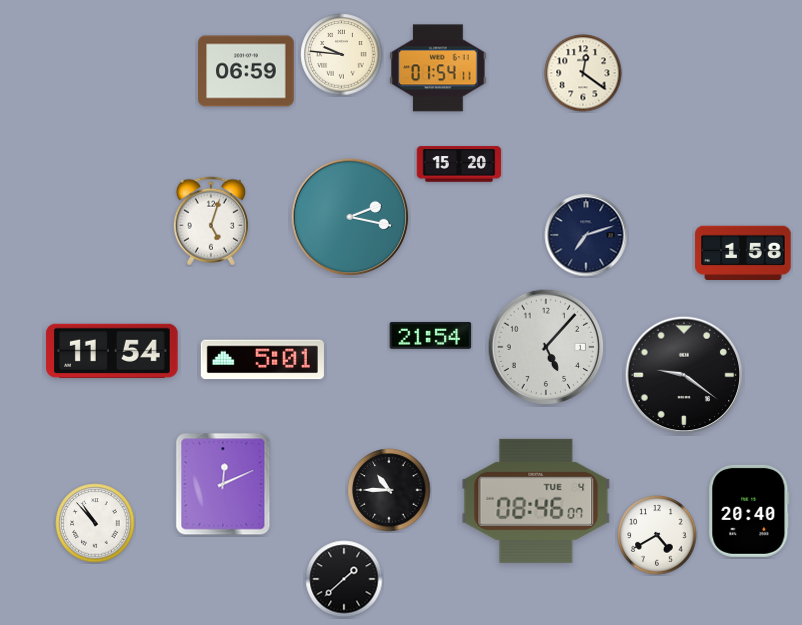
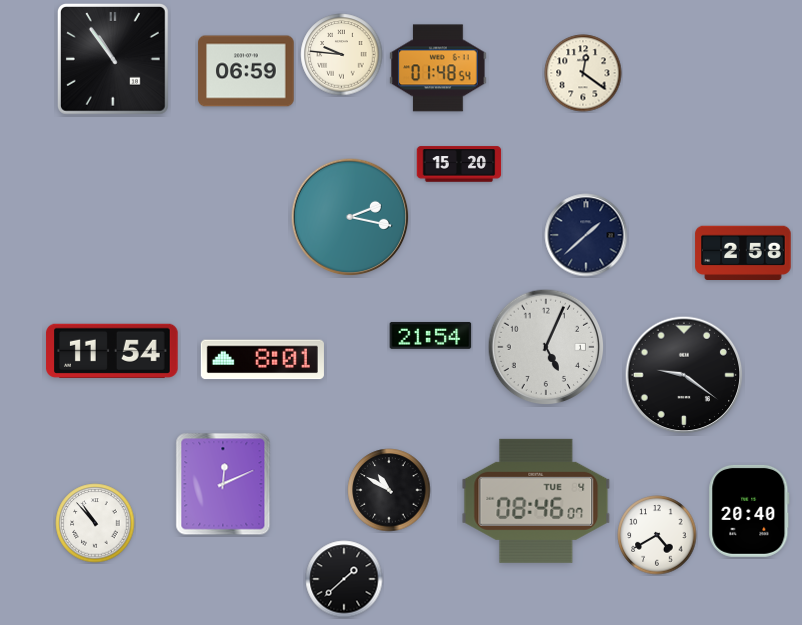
clock at (113, 59): none -> 10:54
clock at (438, 68): 01:54 -> 01:48
clock at (211, 221): 5:03 -> none
clock at (586, 235): 7:12 -> 1:38
clock at (743, 253): 1:58 -> 2:58
clock at (546, 347): 5:07 -> 5:04
clock at (262, 360): 5:01 -> 8:01
clock at (389, 490): 10:45 -> 10:50
